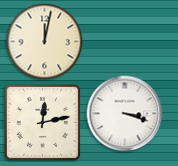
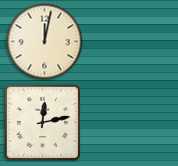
clock at (125, 114): 3:18 -> none
